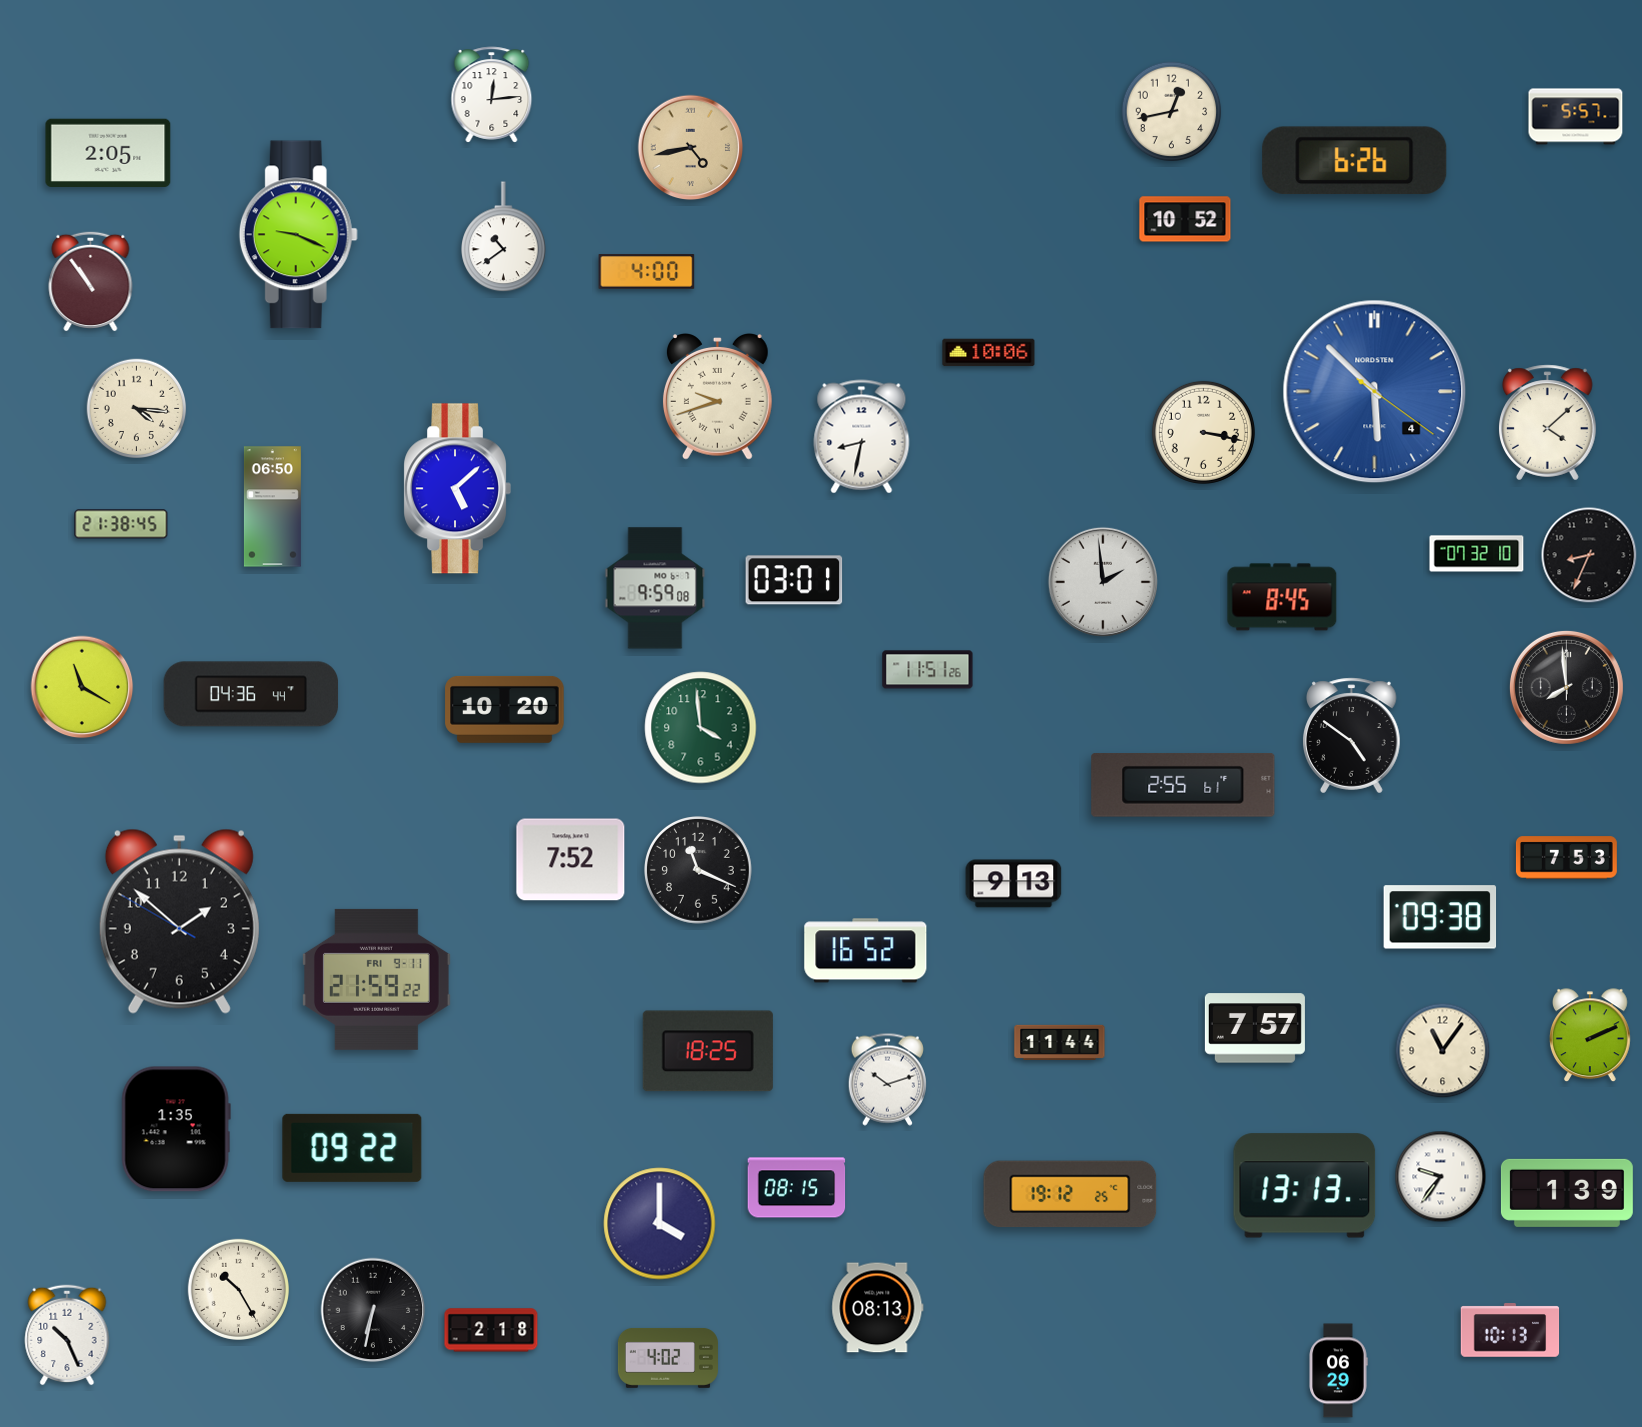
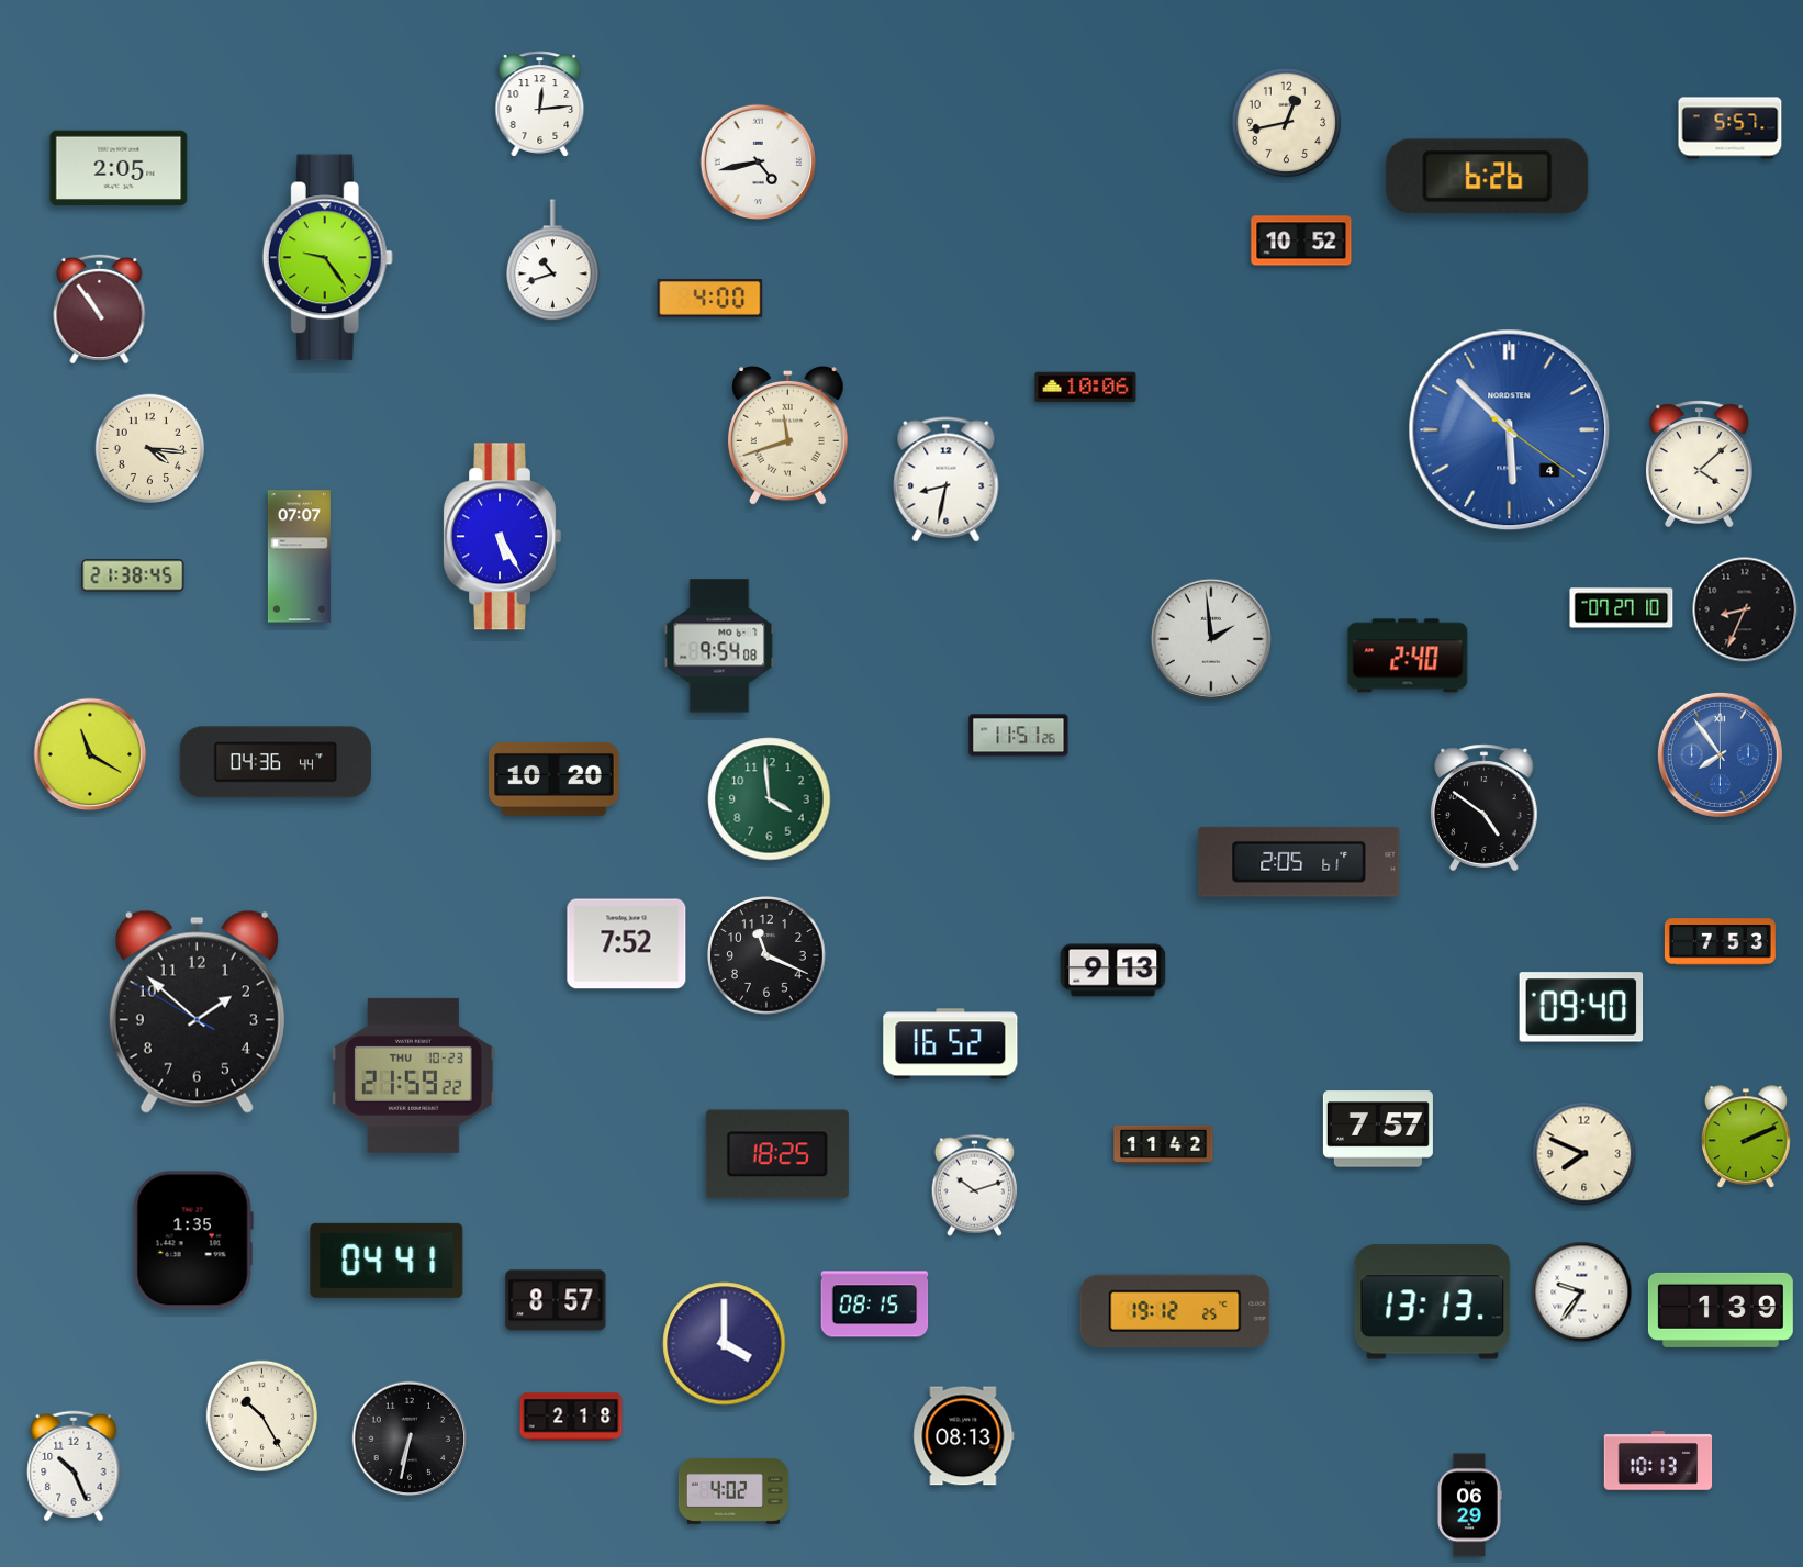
clock at (691, 148) dial: champagne -> white
clock at (298, 235): 9:19 -> 9:24
clock at (504, 237): 10:39 -> 10:42
clock at (717, 397): 9:42 -> 11:42
clock at (1203, 432): 3:17 -> none
clock at (457, 489): 5:08 -> 5:25
clock at (272, 507): 06:50 -> 07:07
clock at (1477, 554): 07:32 -> 07:27
clock at (794, 580): 03:01 -> none
clock at (655, 588): 9:59 -> 9:54
clock at (1282, 597): 8:45 -> 2:40
clock at (1566, 687): 7:59 -> 7:54
clock at (1566, 687) dial: black -> blue
clock at (1183, 786): 2:55 -> 2:05
clock at (1440, 917): 09:38 -> 09:40
clock at (377, 979) date: FRI 9-11 -> THU 10-23
clock at (1060, 1042): 11:44 -> 11:42
clock at (1443, 1051): 11:06 -> 7:49
clock at (352, 1148): 09:22 -> 04:41
clock at (556, 1300): none -> 8:57
clock at (491, 1330) position: (491, 1330) -> (571, 1417)
